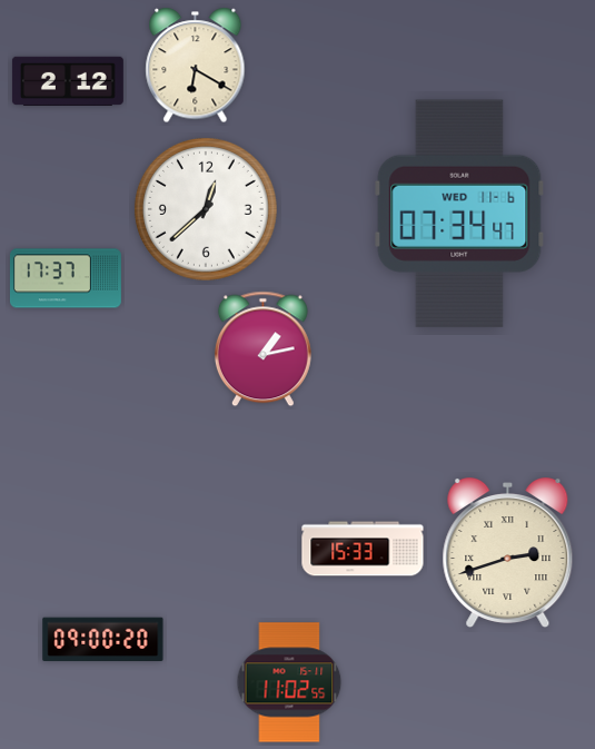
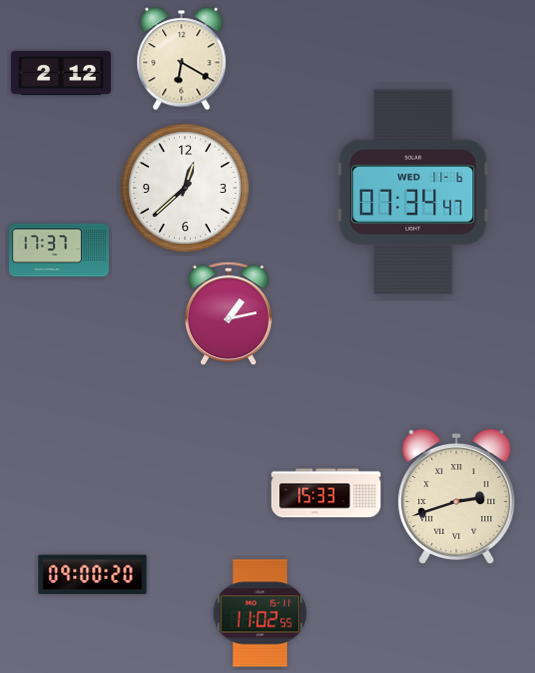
clock at (196, 66) position: (196, 66) -> (182, 59)
clock at (262, 349) position: (262, 349) -> (228, 314)
